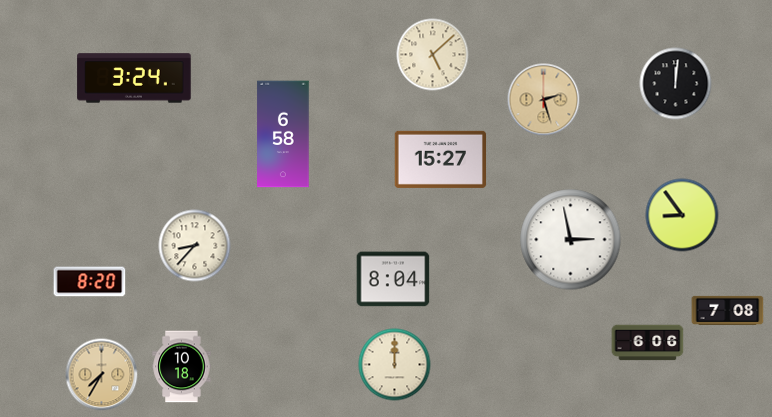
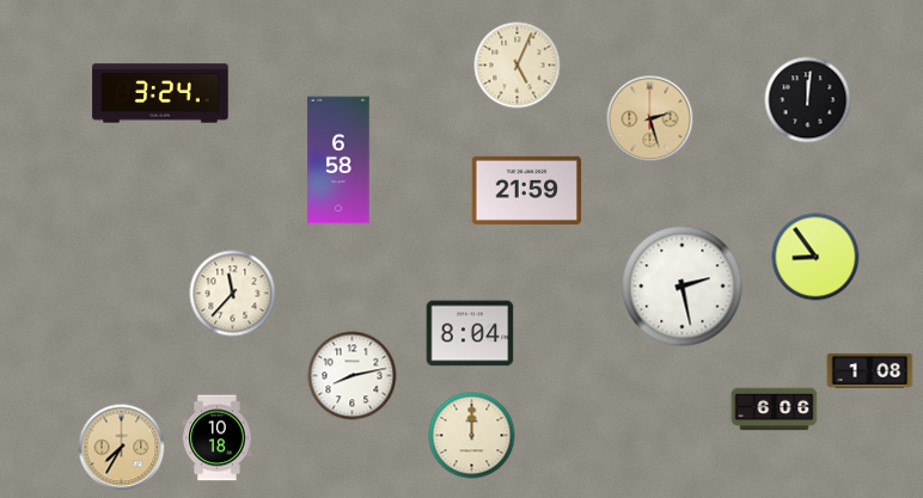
clock at (433, 55): 5:08 -> 5:04
clock at (441, 159): 15:27 -> 21:59
clock at (571, 240): 2:58 -> 2:28
clock at (195, 246): 8:37 -> 11:37
clock at (90, 282): 8:20 -> none
clock at (728, 310): 7:08 -> 1:08
clock at (353, 376): none -> 8:13
